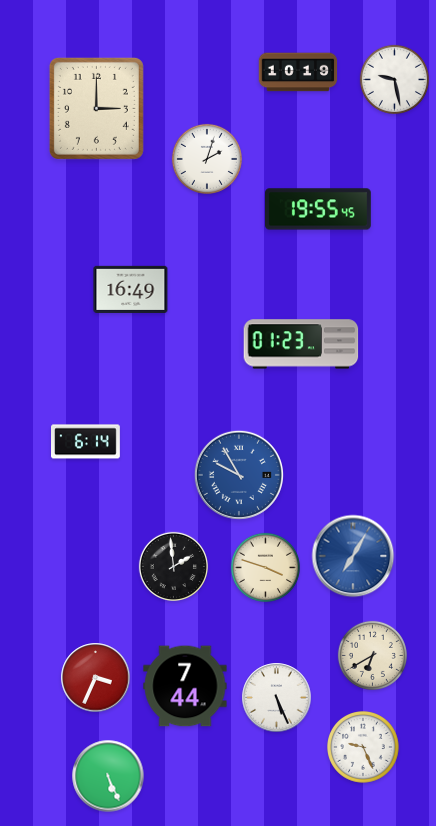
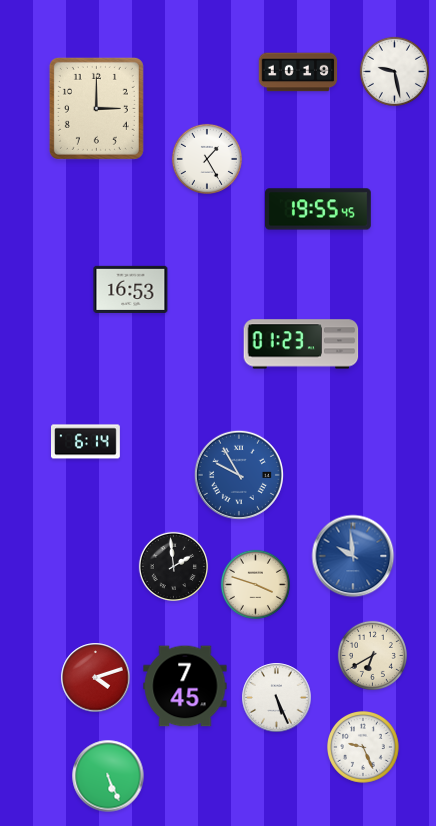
clock at (394, 79) position: (394, 79) -> (394, 71)
clock at (207, 159): 2:03 -> 1:25
clock at (131, 289): 16:49 -> 16:53
clock at (353, 556): 7:05 -> 9:59
clock at (265, 567) position: (265, 567) -> (255, 584)
clock at (96, 678): 3:34 -> 4:12
clock at (185, 686): 7:44 -> 7:45
